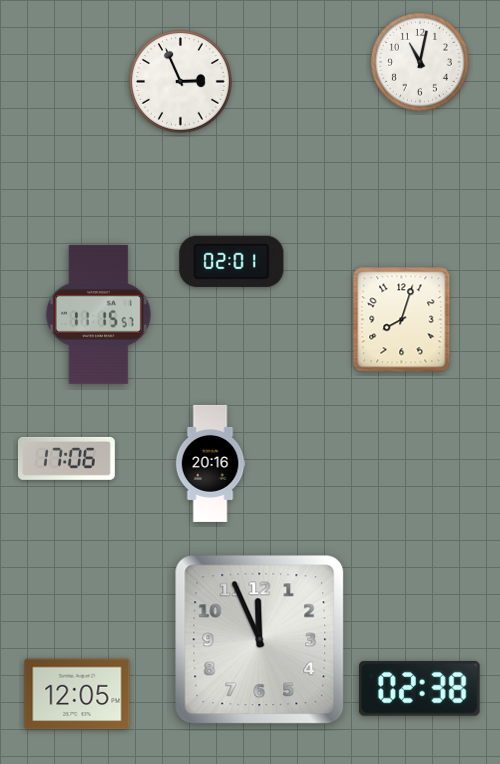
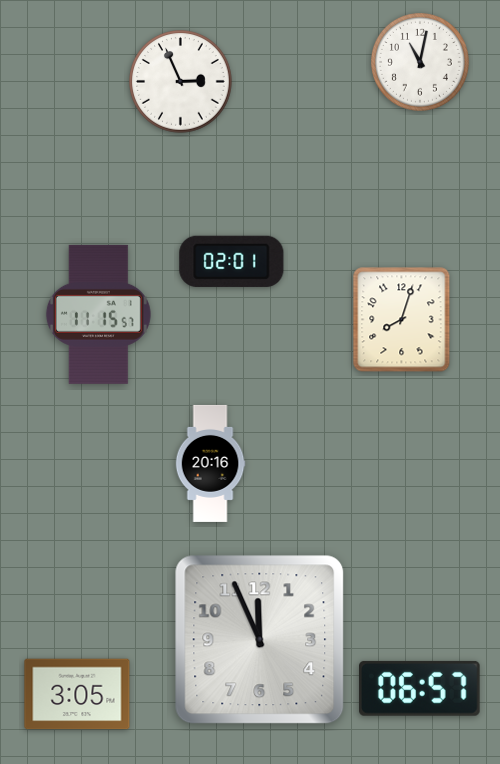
clock at (66, 458): 17:06 -> none
clock at (420, 688): 02:38 -> 06:57
clock at (77, 694): 12:05 -> 3:05
